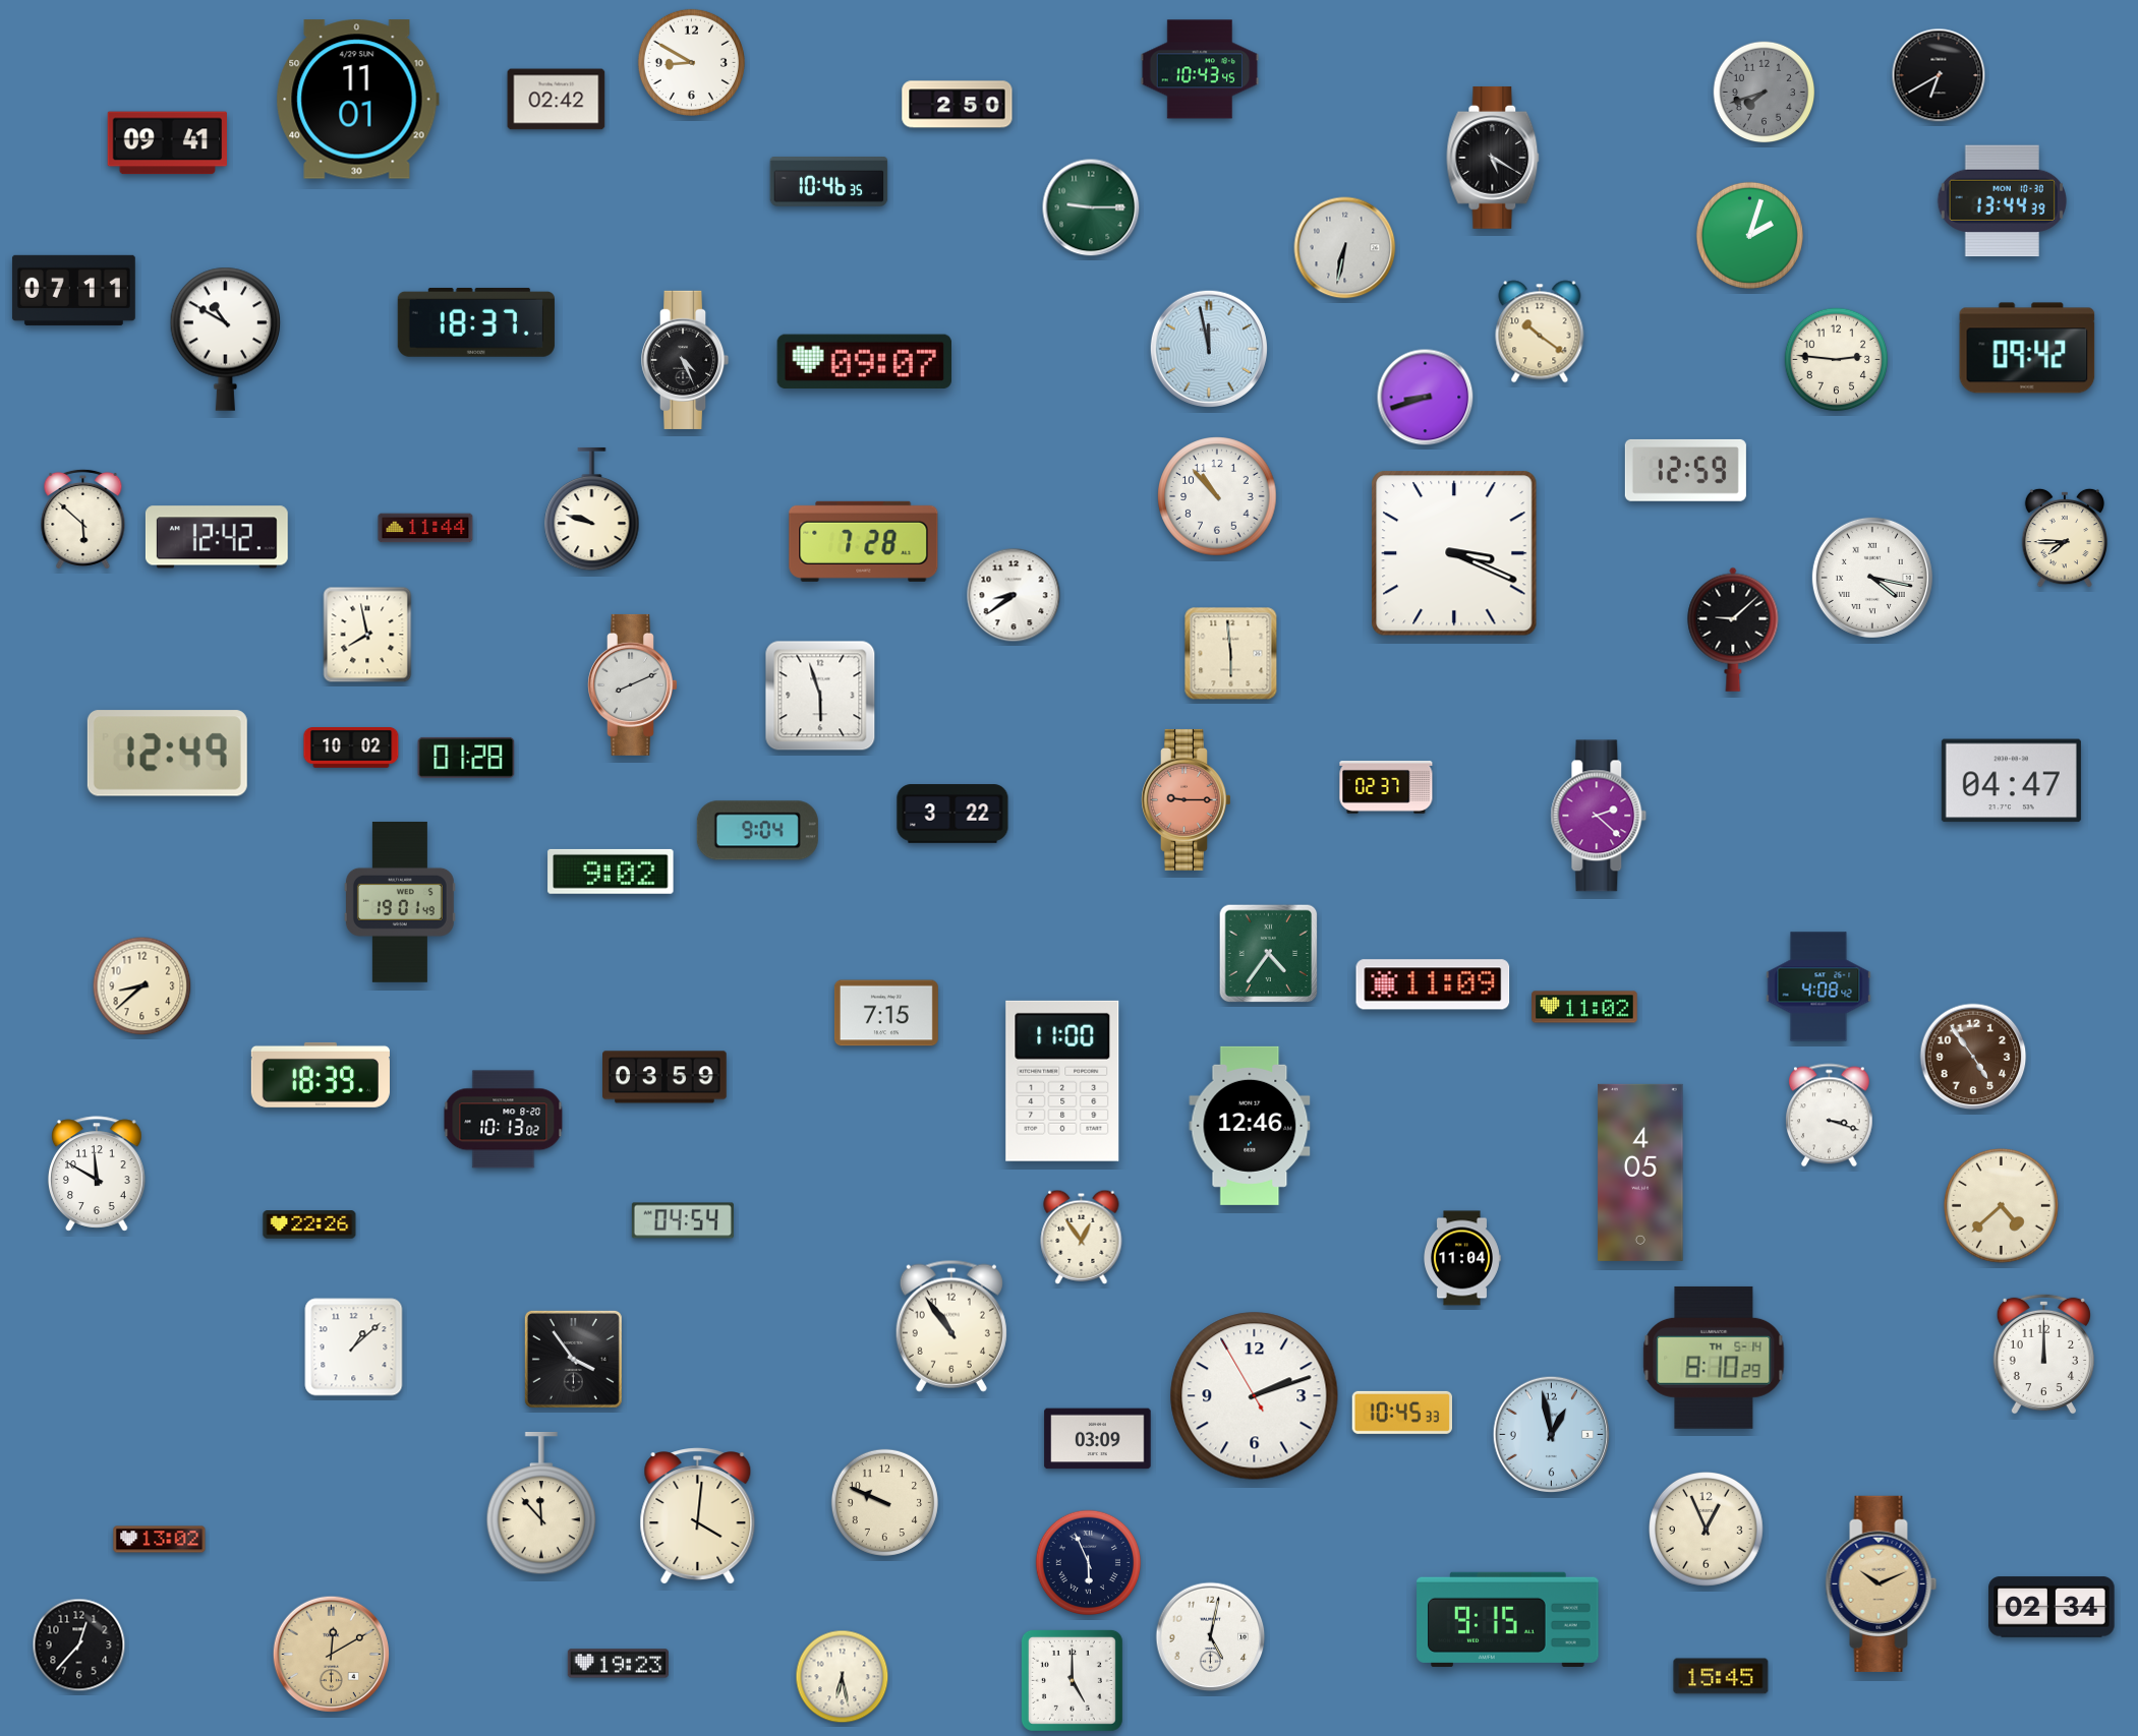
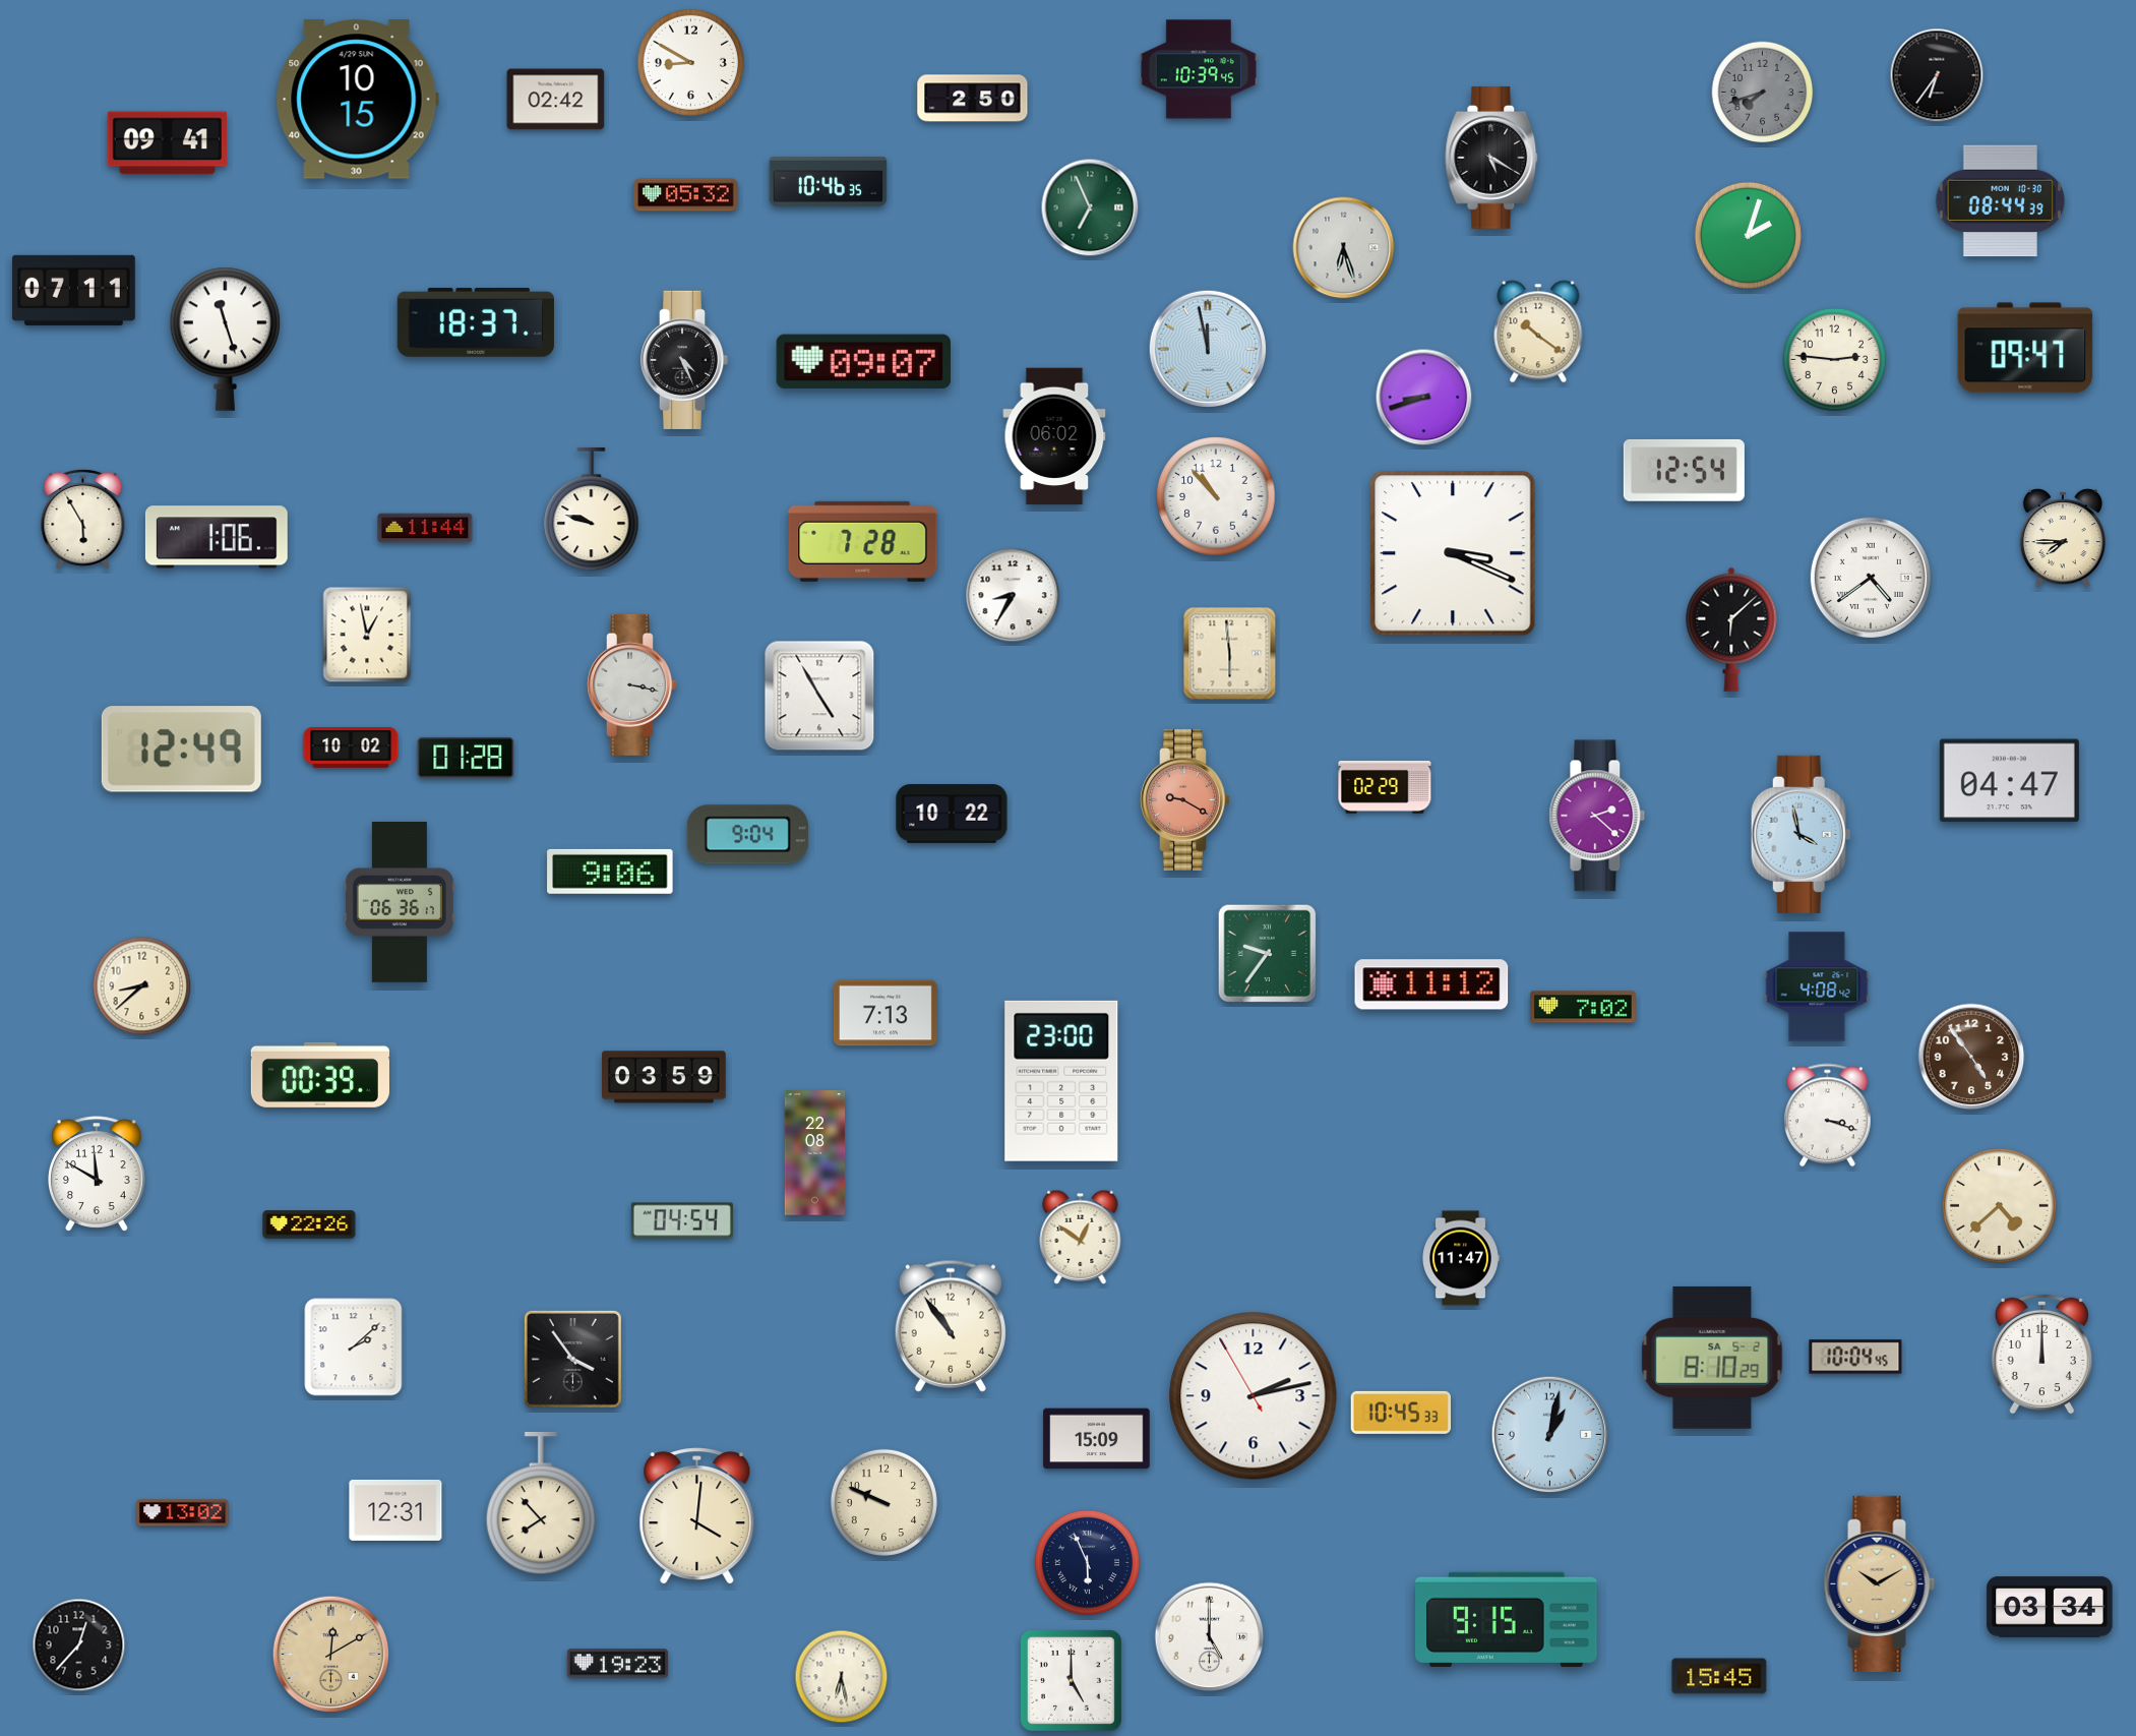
clock at (1200, 69): 10:43 -> 10:39
clock at (1939, 75): 6:40 -> 6:36
clock at (357, 100): 11:01 -> 10:15
clock at (958, 105) position: (958, 105) -> (973, 99)
clock at (686, 195): none -> 05:32
clock at (2002, 201): 13:44 -> 08:44
clock at (1091, 207): 9:15 -> 6:56
clock at (1345, 248): 6:32 -> 6:27
clock at (226, 339): 10:50 -> 11:27
clock at (2027, 348): 09:42 -> 09:47
clock at (1054, 436): none -> 06:02
clock at (1685, 470): 12:59 -> 12:54
clock at (83, 519): 5:52 -> 5:55
clock at (217, 537): 12:42 -> 1:06
clock at (1872, 578): 4:17 -> 4:39
clock at (1014, 595): 8:39 -> 8:35
clock at (1733, 630): 9:08 -> 6:08
clock at (367, 635): 7:58 -> 12:58
clock at (633, 684): 8:11 -> 3:17
clock at (820, 696): 5:57 -> 4:55
clock at (167, 754) position: (167, 754) -> (181, 750)
clock at (1386, 788): 02:37 -> 02:29
clock at (1187, 799): 9:15 -> 9:20
clock at (952, 814): 3:22 -> 10:22
clock at (757, 831) position: (757, 831) -> (747, 835)
clock at (1801, 834): none -> 3:58
clock at (611, 872): 9:02 -> 9:06
clock at (400, 902): 19:01 -> 06:36
clock at (1269, 954): 4:36 -> 9:36
clock at (1433, 984): 11:09 -> 11:12
clock at (1584, 1007): 11:02 -> 7:02
clock at (886, 1013): 7:15 -> 7:13
clock at (321, 1075): 18:39 -> 00:39
clock at (1062, 1081): 11:00 -> 23:00
clock at (504, 1120): 10:13 -> none
clock at (1250, 1126): 12:46 -> none
clock at (815, 1153): none -> 22:08
clock at (1640, 1173): 4:05 -> none
clock at (1082, 1237): 12:54 -> 12:51
clock at (1462, 1258): 11:04 -> 11:47
clock at (354, 1348): 1:08 -> 2:08
clock at (1855, 1357): none -> 10:04
clock at (1714, 1358) date: TH 5-14 -> SA 5-2
clock at (1255, 1396): 2:11 -> 2:12
clock at (1551, 1434): 12:58 -> 1:02
clock at (1098, 1439): 03:09 -> 15:09
clock at (541, 1503): 11:53 -> 7:53
clock at (395, 1510): none -> 12:31
clock at (1707, 1530): 12:56 -> none
clock at (160, 1540) position: (160, 1540) -> (183, 1513)
clock at (1882, 1583): 10:11 -> 10:10
clock at (2052, 1607): 02:34 -> 03:34
clock at (1211, 1637): 5:02 -> 5:00
